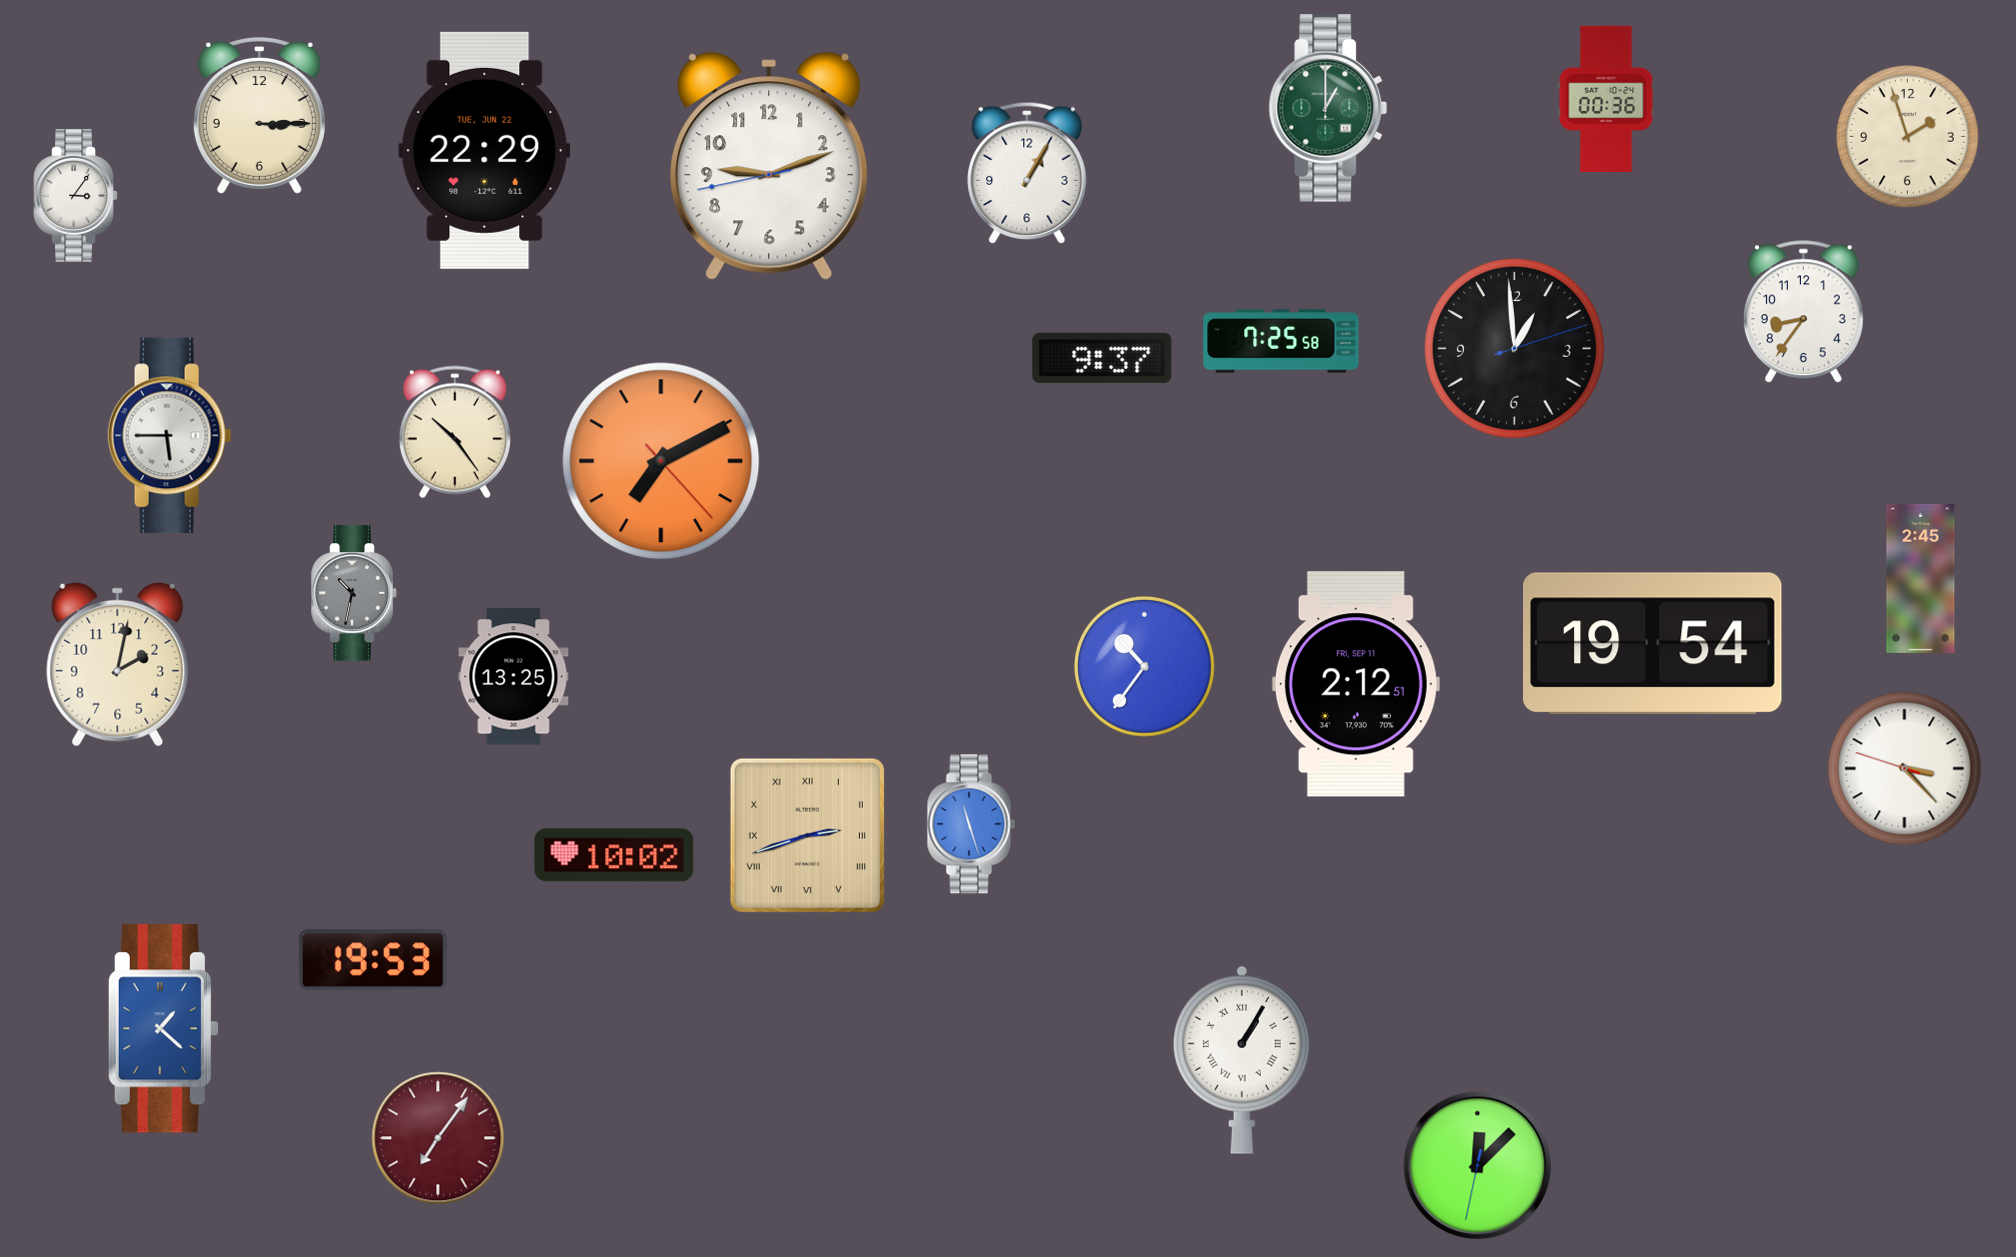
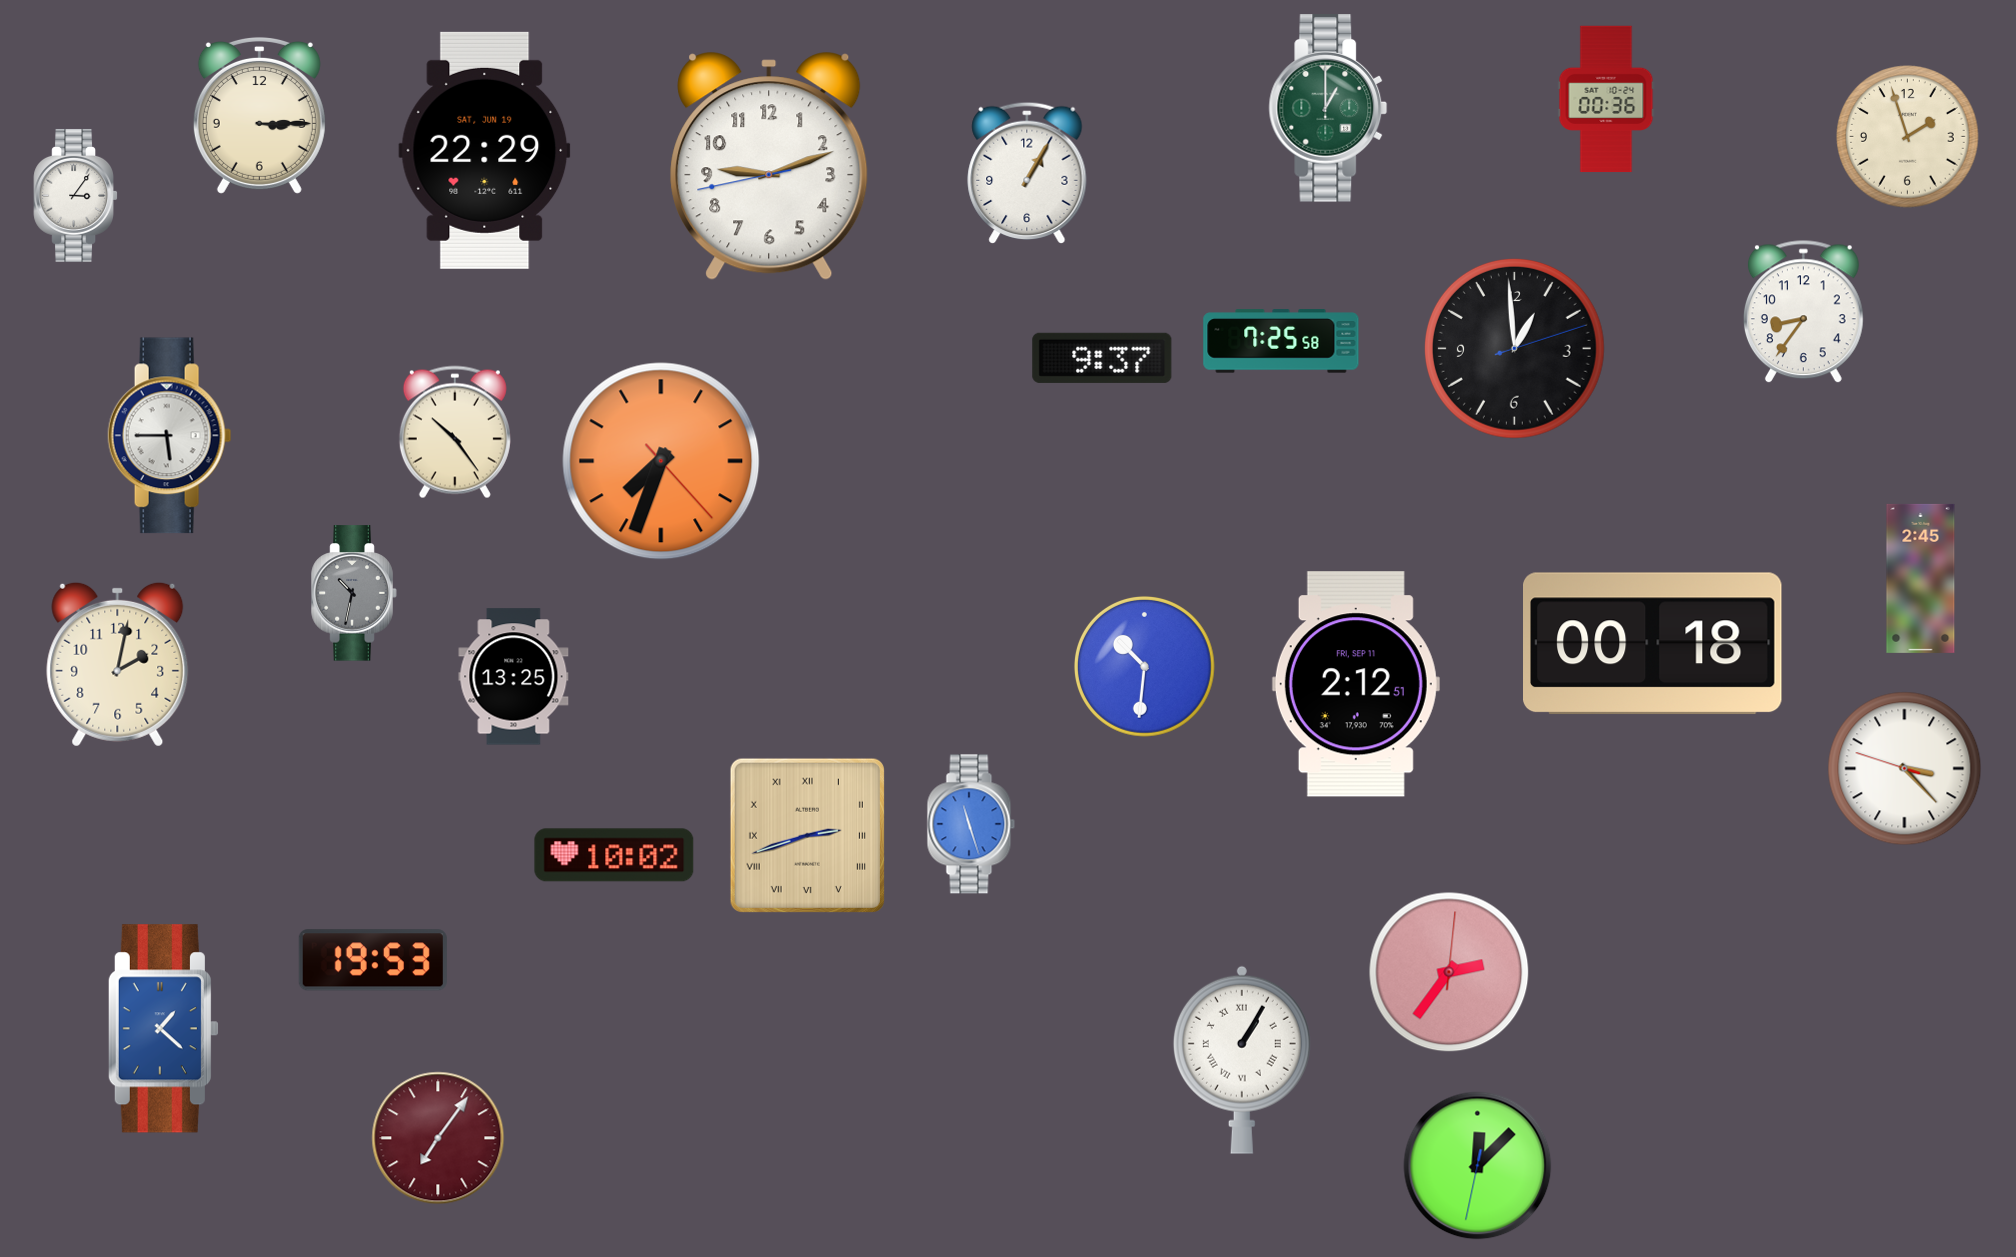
clock at (485, 150) date: TUE, JUN 22 -> SAT, JUN 19
clock at (661, 461): 7:10 -> 7:33
clock at (1652, 644): 19:54 -> 00:18
clock at (1145, 667): 10:36 -> 10:31
clock at (1449, 972): none -> 2:36
